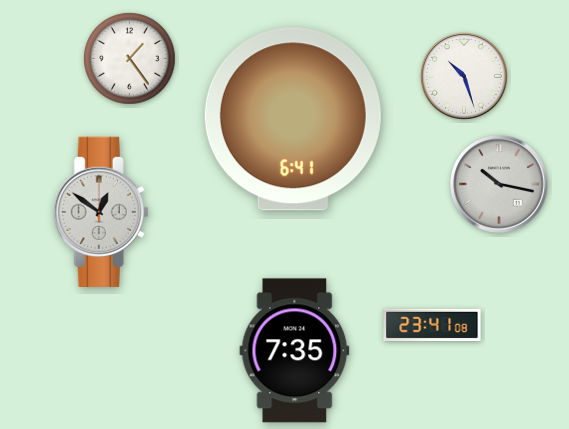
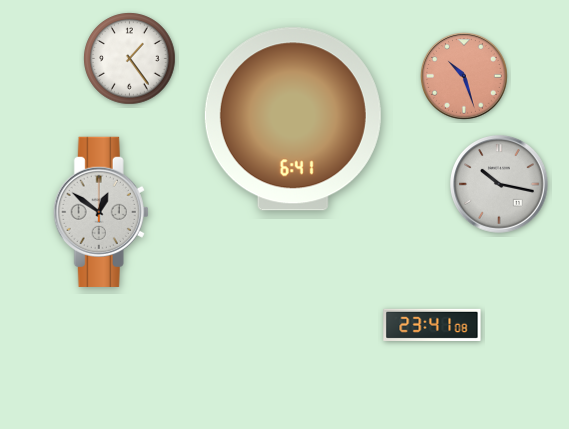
clock at (465, 77) dial: white -> salmon
clock at (295, 351): 7:35 -> none
